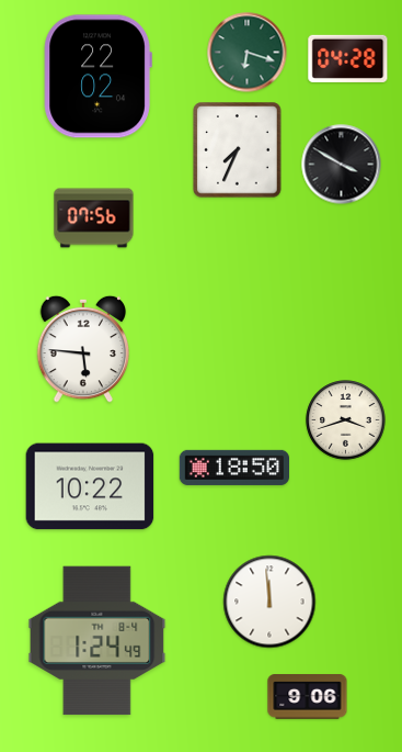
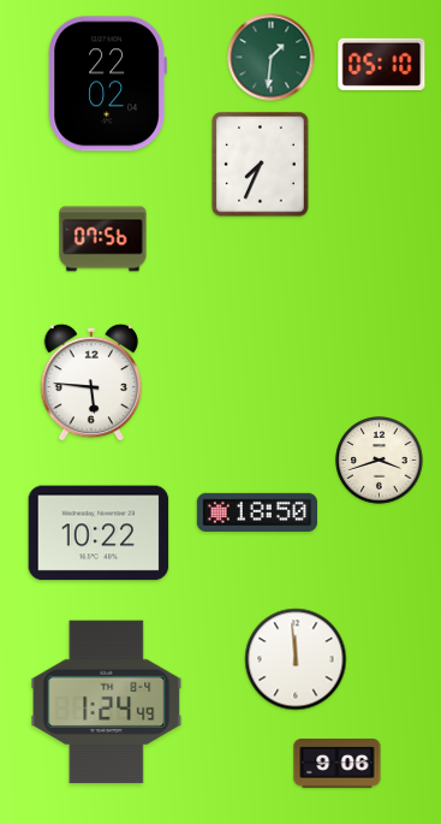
clock at (248, 53): 6:18 -> 1:31
clock at (348, 58): 04:28 -> 05:10
clock at (342, 165): 3:50 -> none
